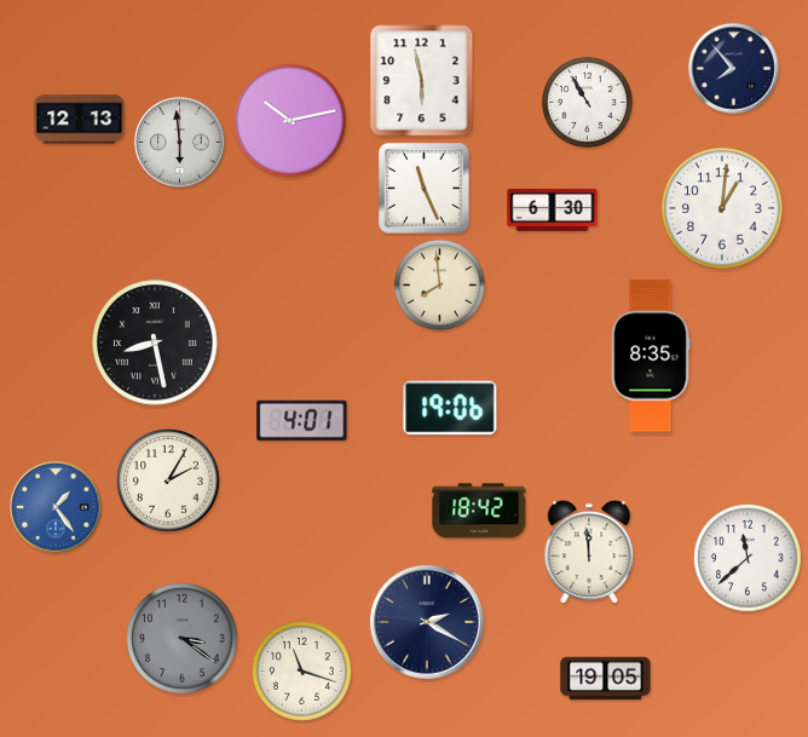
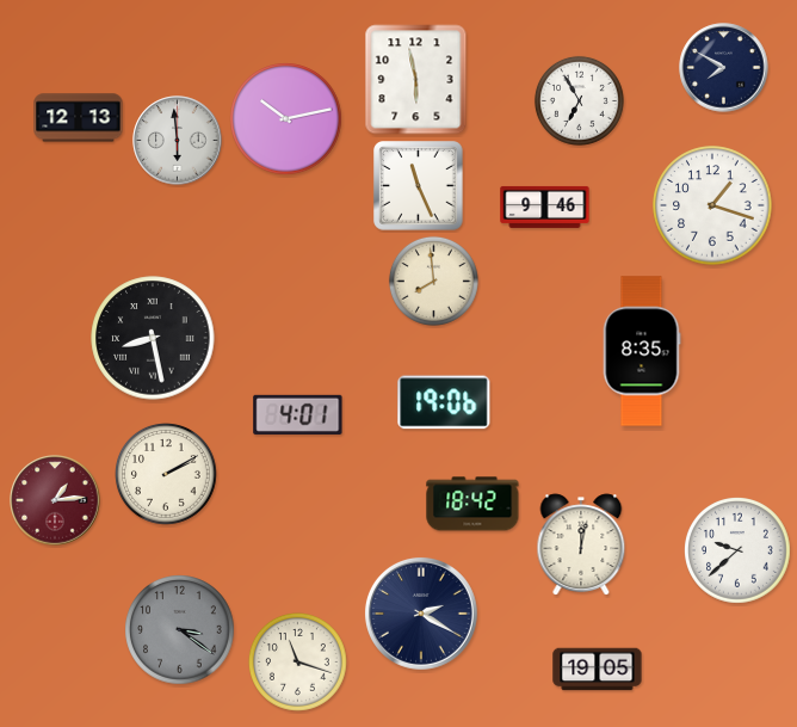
clock at (734, 69): 7:53 -> 7:50
clock at (587, 102): 10:55 -> 6:55
clock at (722, 208): 1:01 -> 1:18
clock at (553, 209): 6:30 -> 9:46
clock at (169, 482): 2:05 -> 2:10
clock at (56, 507): 1:24 -> 1:14
clock at (56, 507) dial: blue -> burgundy
clock at (589, 552): 11:59 -> 12:02
clock at (749, 559): 11:38 -> 9:38
